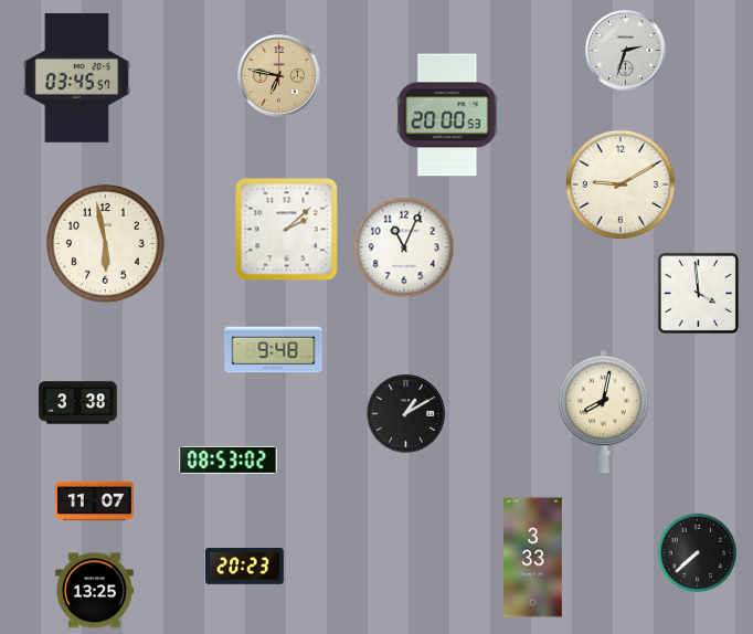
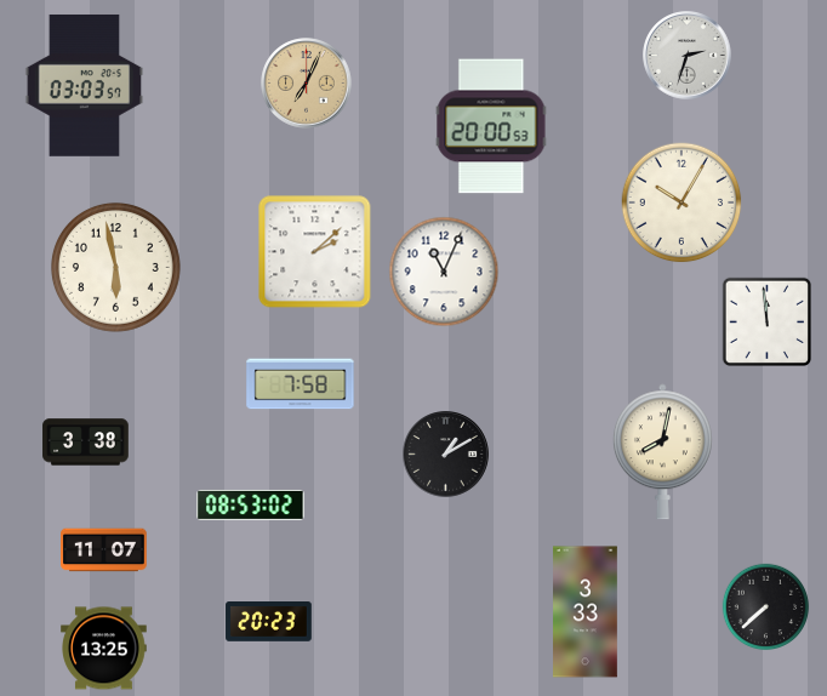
clock at (279, 76): 6:47 -> 7:04
clock at (77, 77): 03:45 -> 03:03
clock at (621, 184): 9:10 -> 10:05
clock at (698, 293): 3:59 -> 11:59
clock at (274, 350): 9:48 -> 7:58
